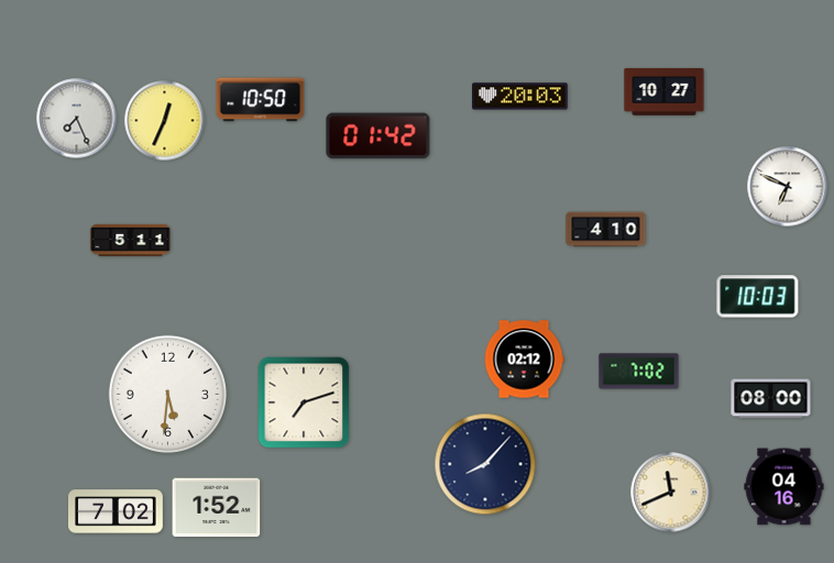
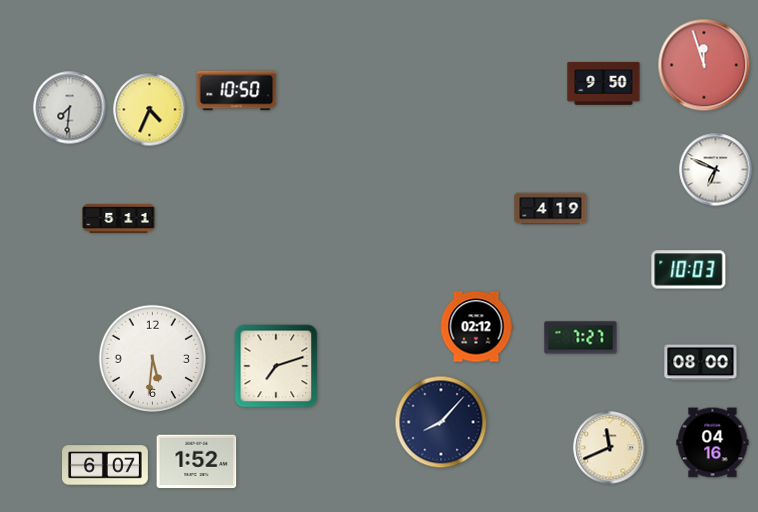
clock at (704, 65): none -> 11:57
clock at (665, 91): 10:27 -> 9:50
clock at (520, 97): 20:03 -> none
clock at (77, 119): 7:26 -> 7:31
clock at (165, 121): 12:34 -> 4:34
clock at (378, 136): 01:42 -> none
clock at (606, 230): 4:10 -> 4:19
clock at (639, 372): 7:02 -> 7:27
clock at (117, 511): 7:02 -> 6:07
